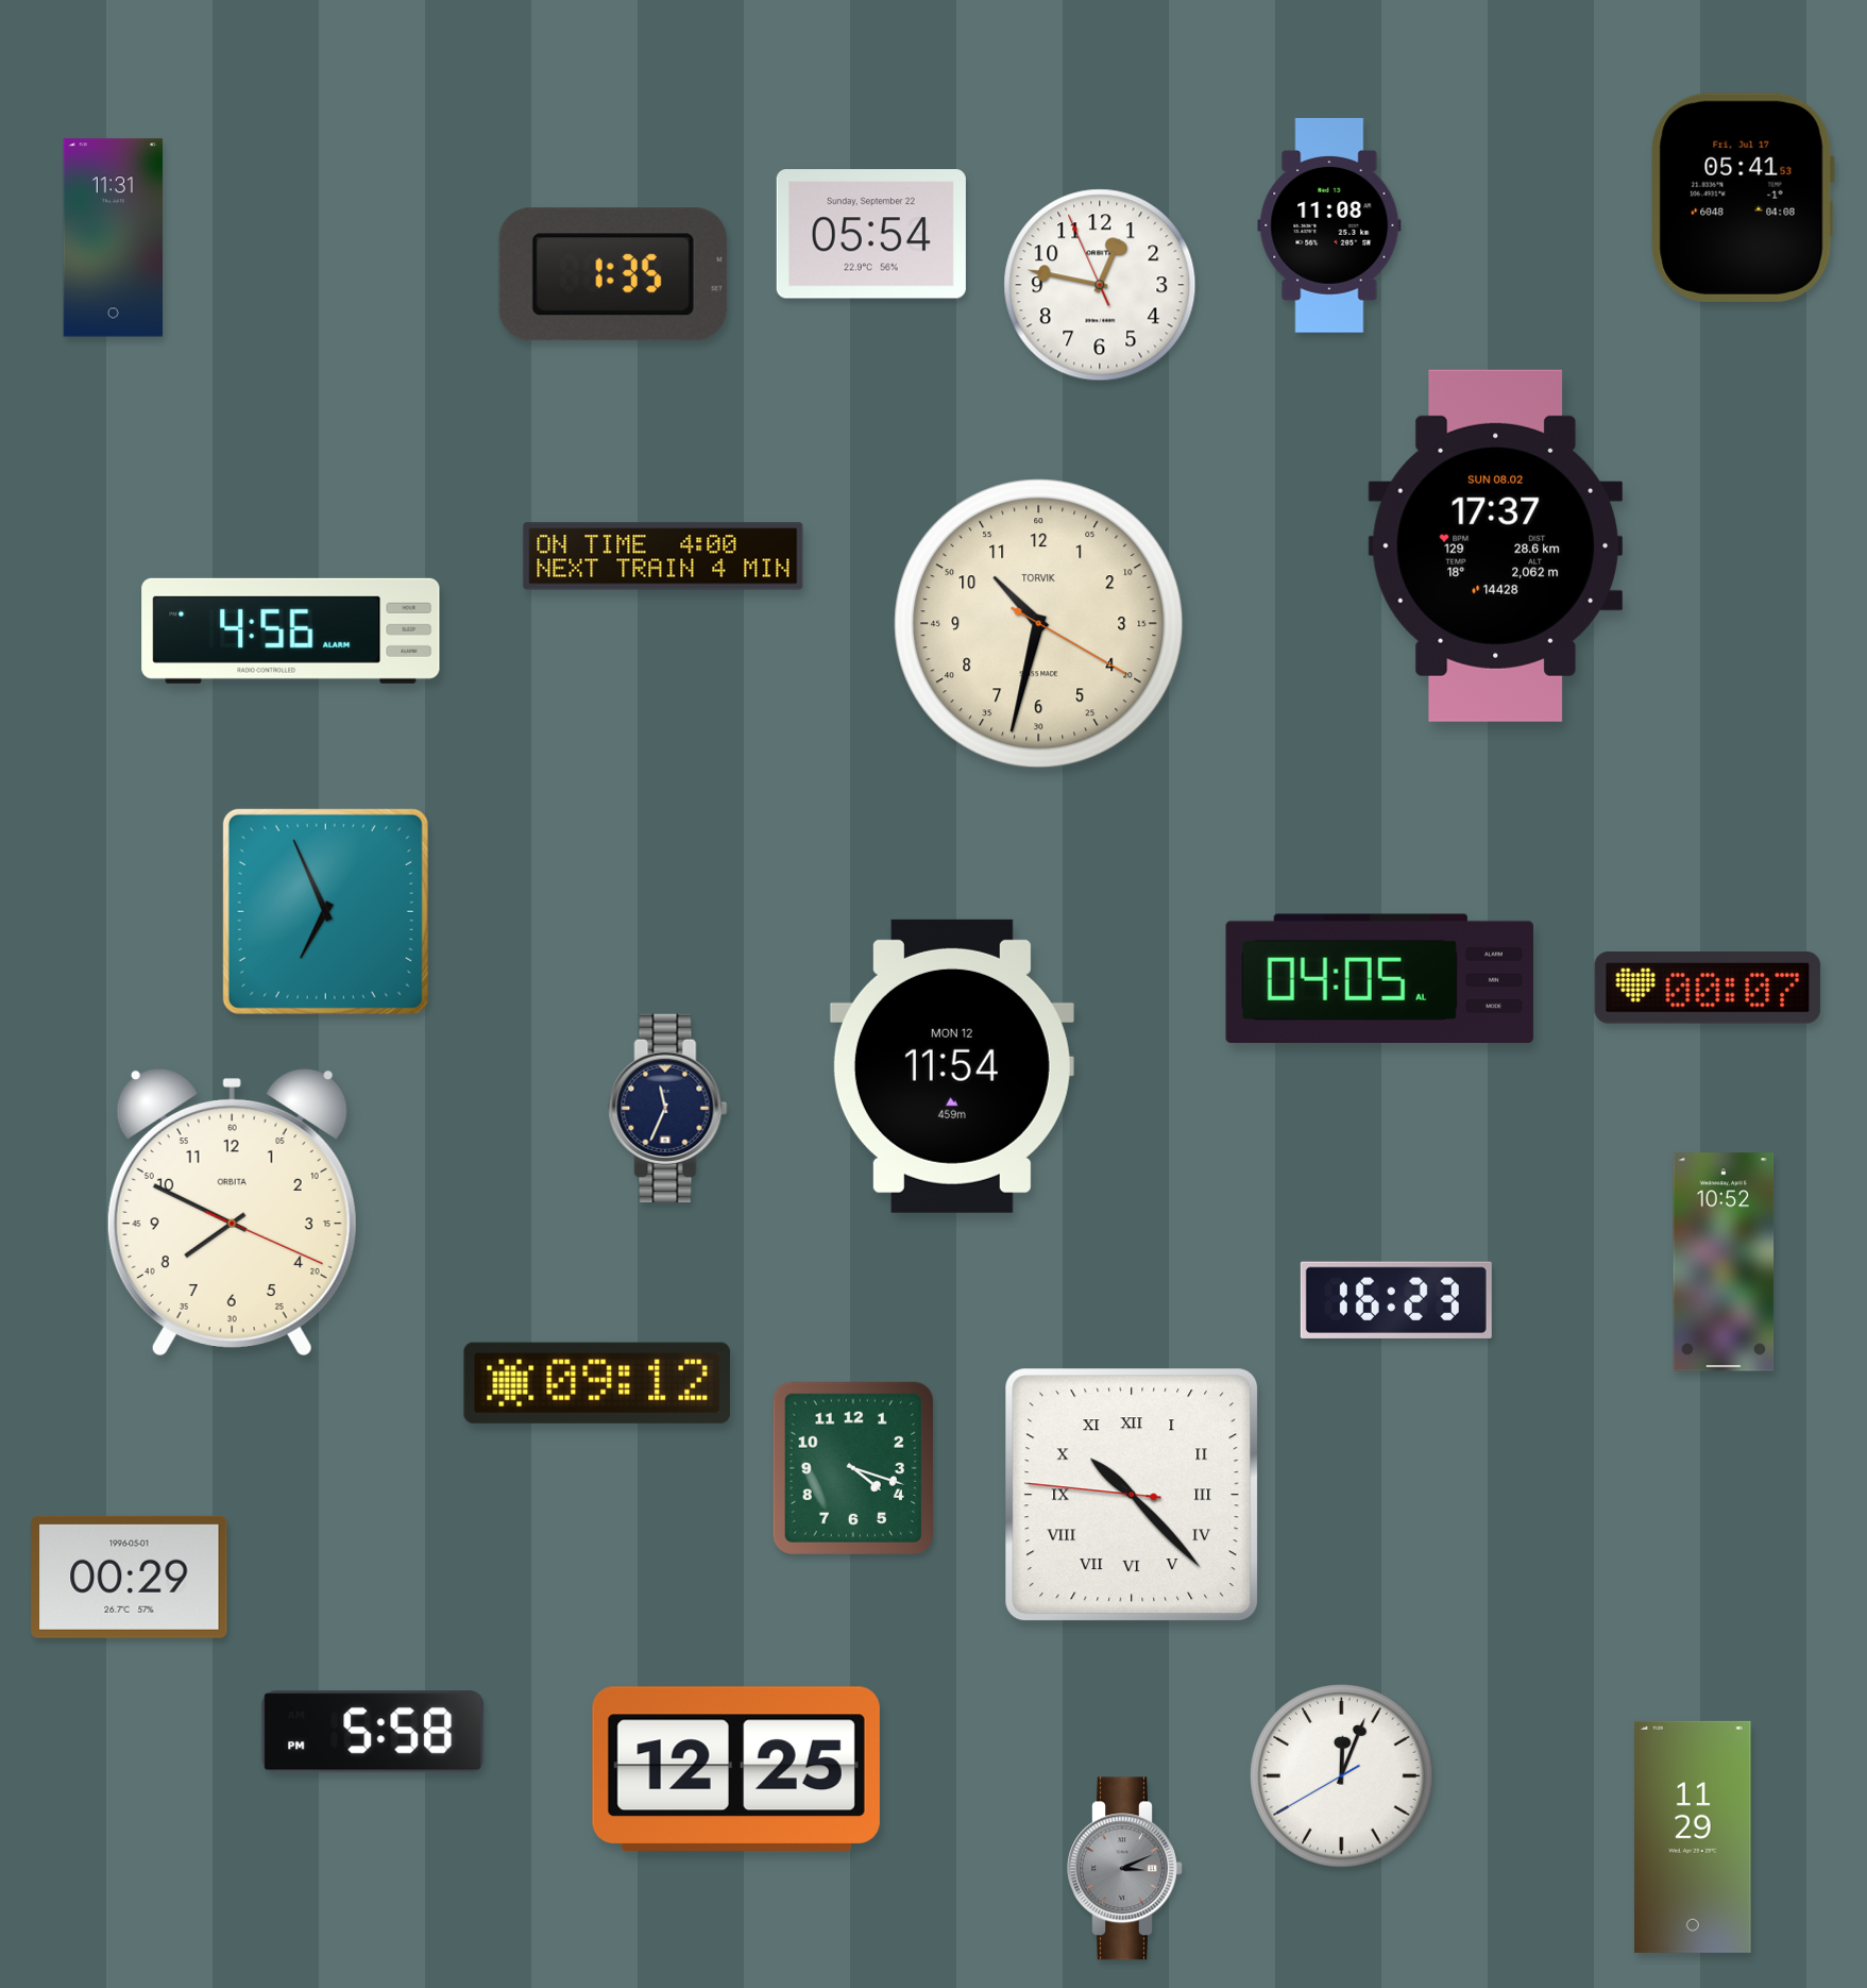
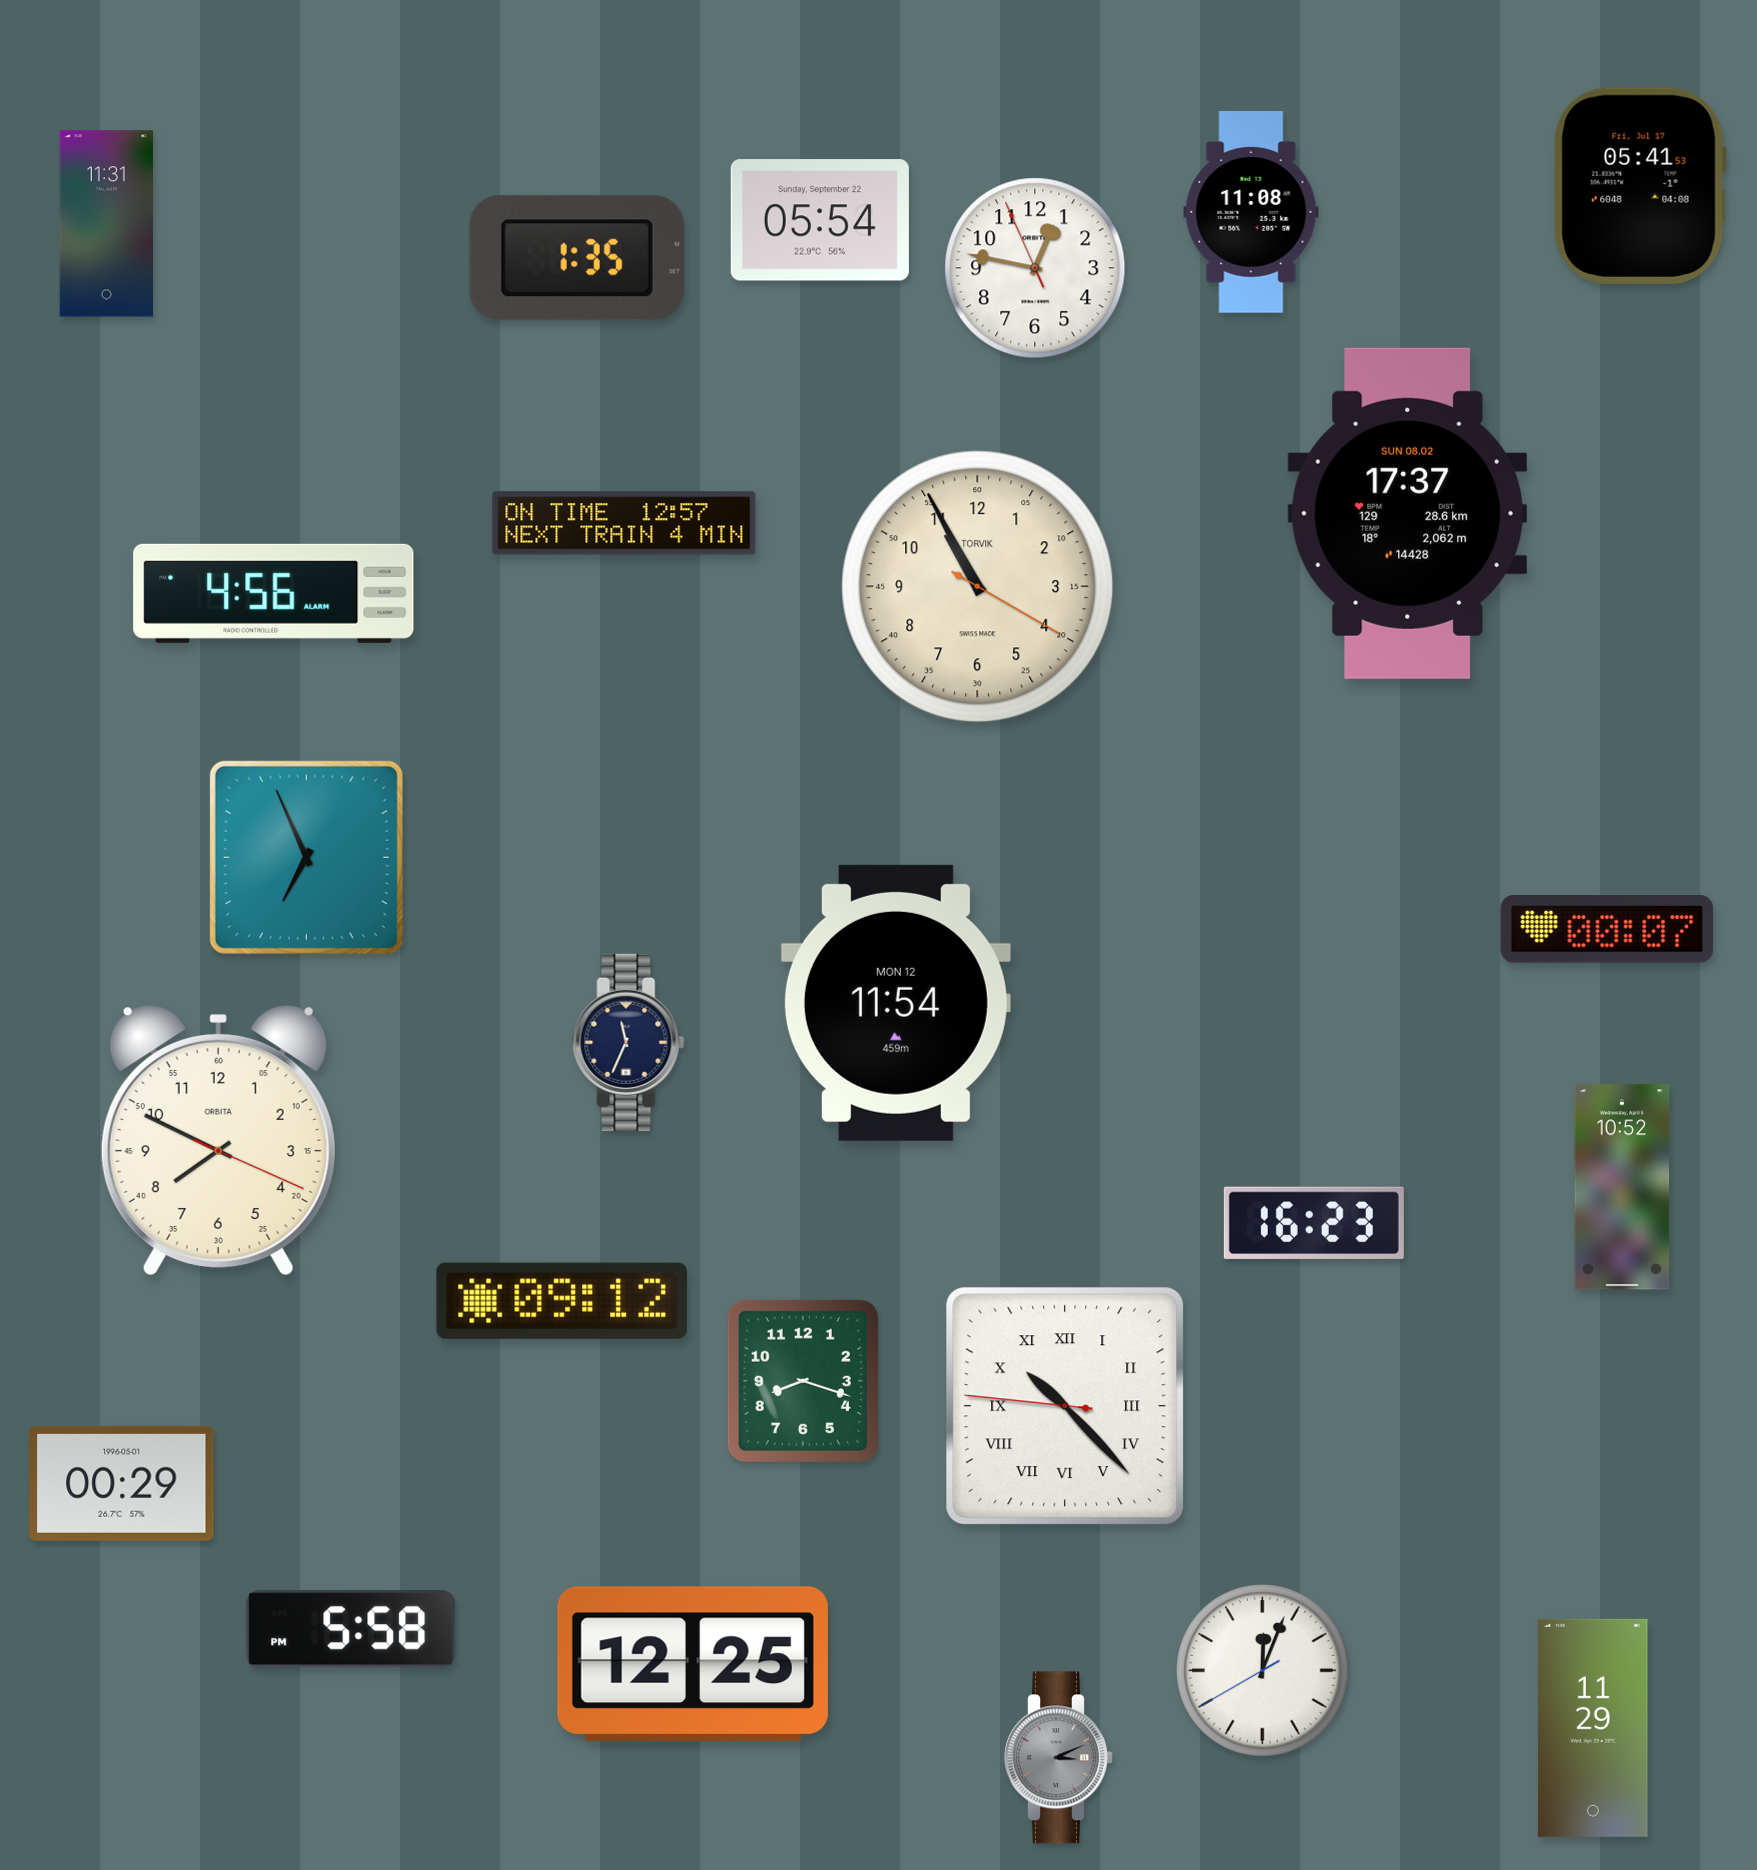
clock at (663, 556): 4:00 -> 12:57
clock at (1039, 624): 10:32 -> 10:55
clock at (1379, 978): 04:05 -> none
clock at (853, 1468): 4:18 -> 8:18
